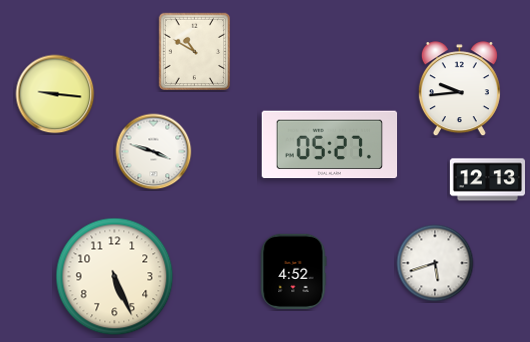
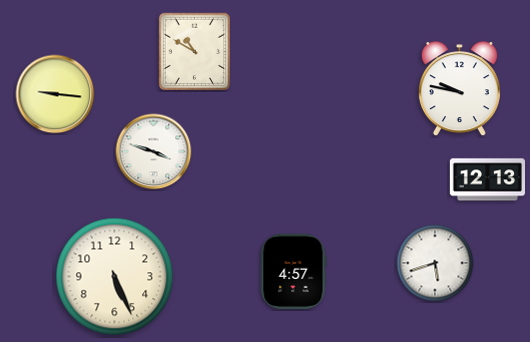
clock at (459, 89): 9:44 -> 9:47
clock at (330, 145): 05:27 -> none
clock at (294, 271): 4:52 -> 4:57
